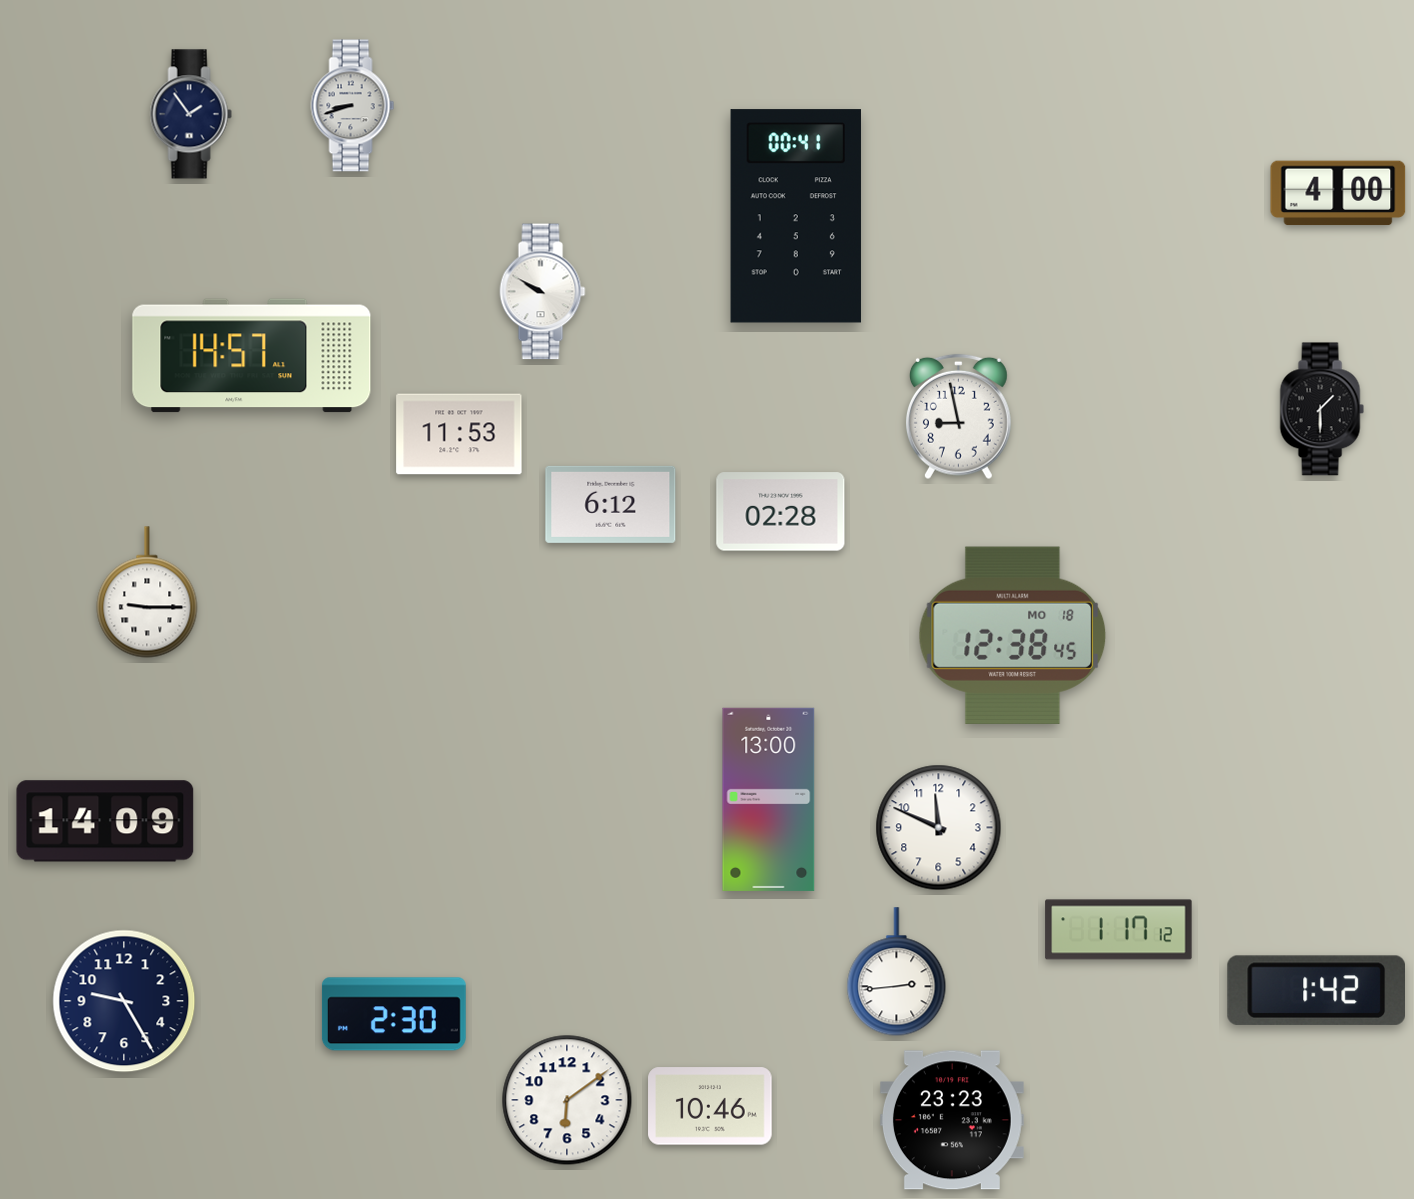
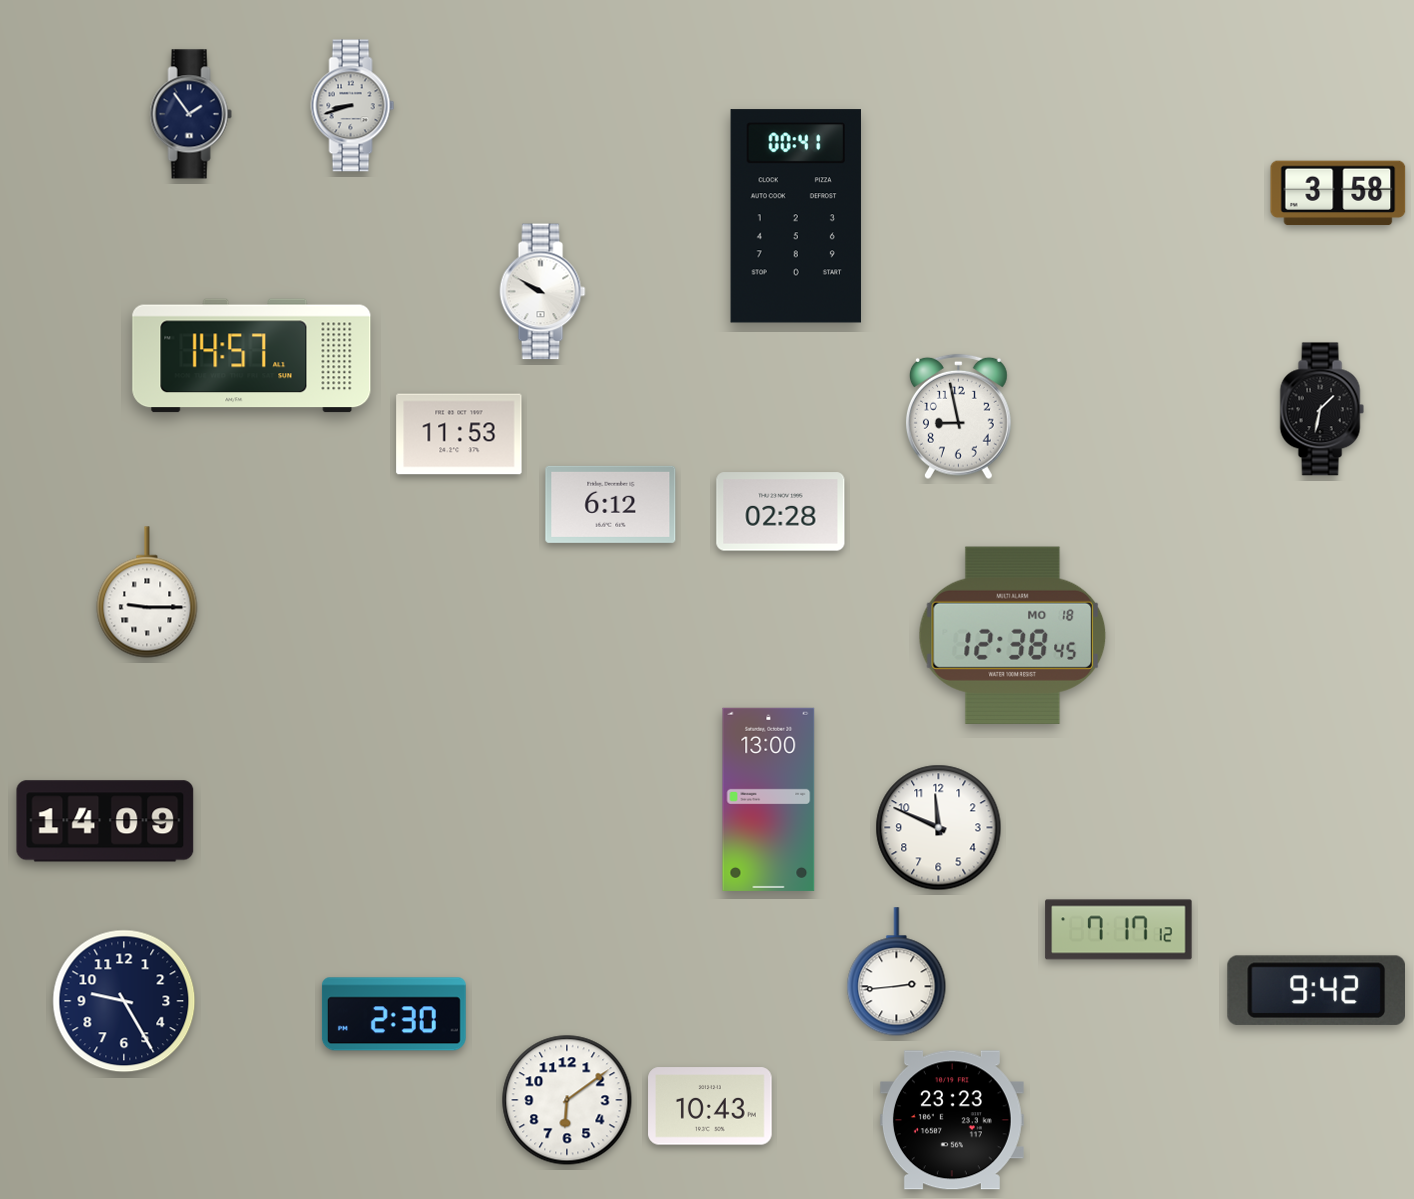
clock at (1338, 193): 4:00 -> 3:58
clock at (1322, 409): 1:30 -> 1:32
clock at (1119, 930): 1:17 -> 7:17
clock at (1316, 990): 1:42 -> 9:42
clock at (710, 1106): 10:46 -> 10:43
